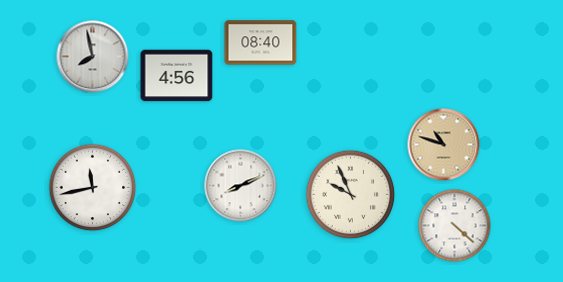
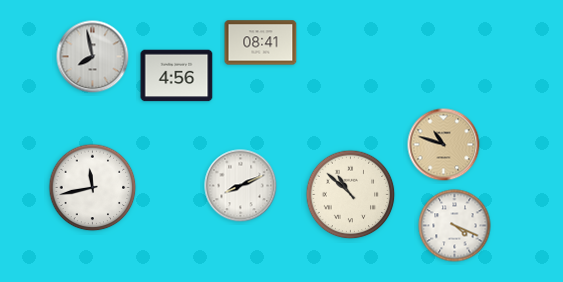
clock at (261, 43): 08:40 -> 08:41
clock at (351, 195): 9:56 -> 10:52
clock at (455, 226): 4:22 -> 4:19
